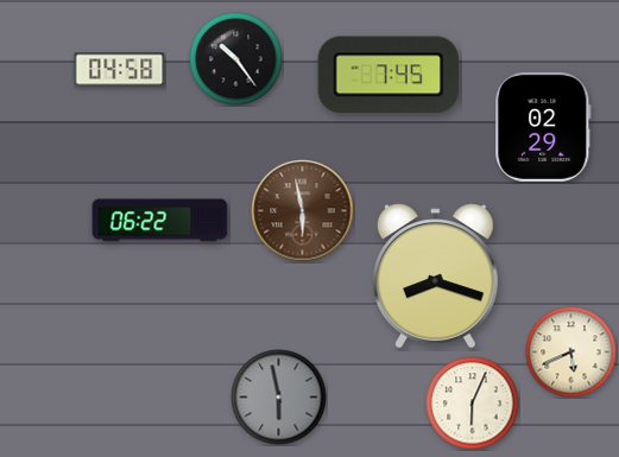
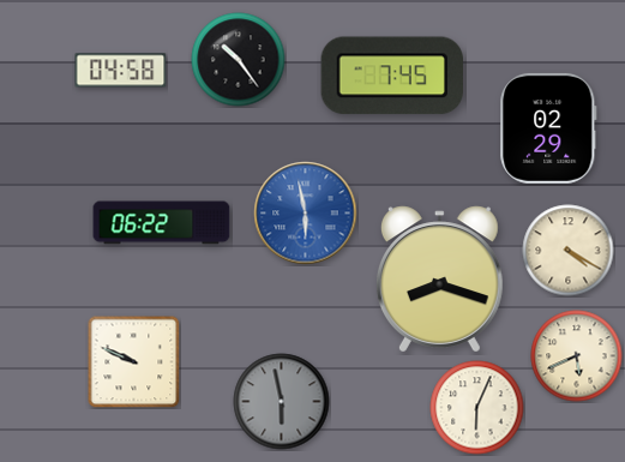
clock at (303, 211) dial: brown -> blue
clock at (569, 251): none -> 4:20
clock at (133, 361): none -> 9:49
